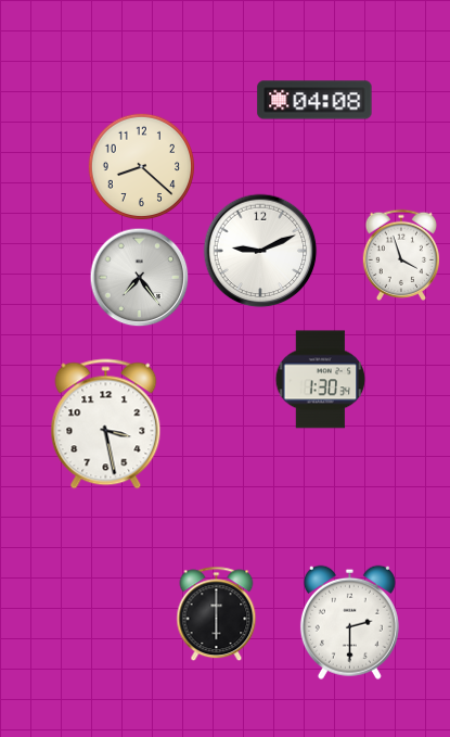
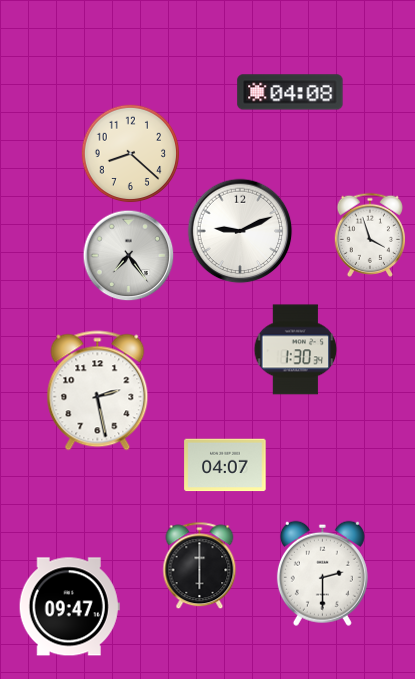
clock at (106, 424): 3:28 -> 2:28
clock at (225, 465): none -> 04:07
clock at (69, 607): none -> 09:47
